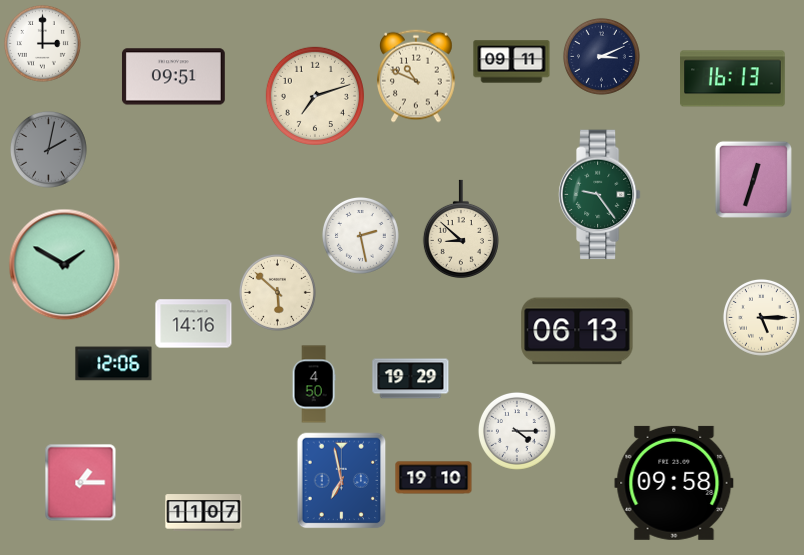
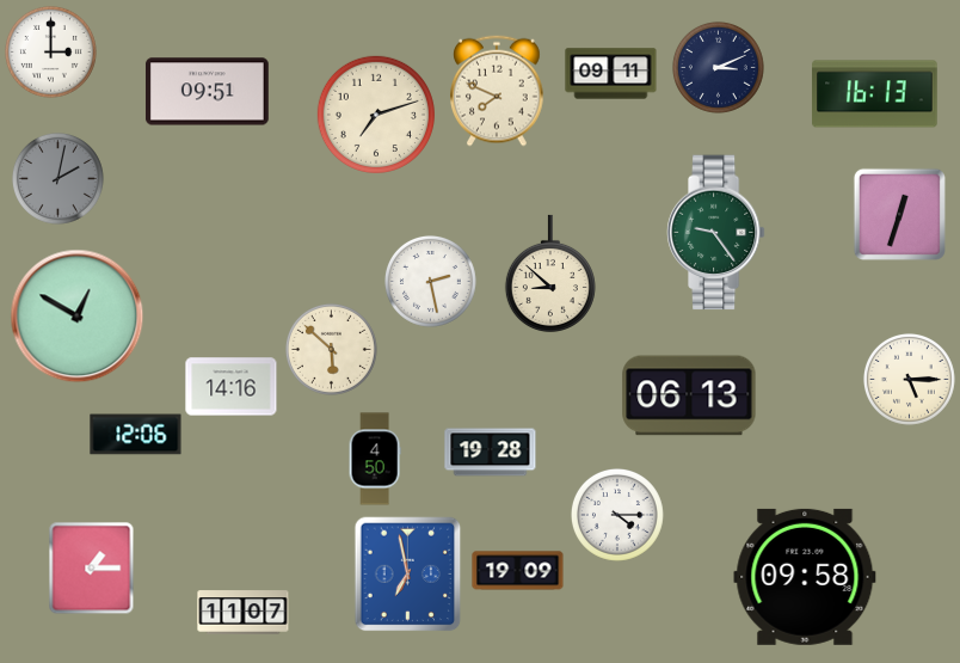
clock at (416, 76): 10:49 -> 7:49
clock at (65, 265): 1:50 -> 12:50
clock at (411, 379): 19:29 -> 19:28
clock at (434, 478): 19:10 -> 19:09
clock at (81, 482) position: (81, 482) -> (92, 567)
